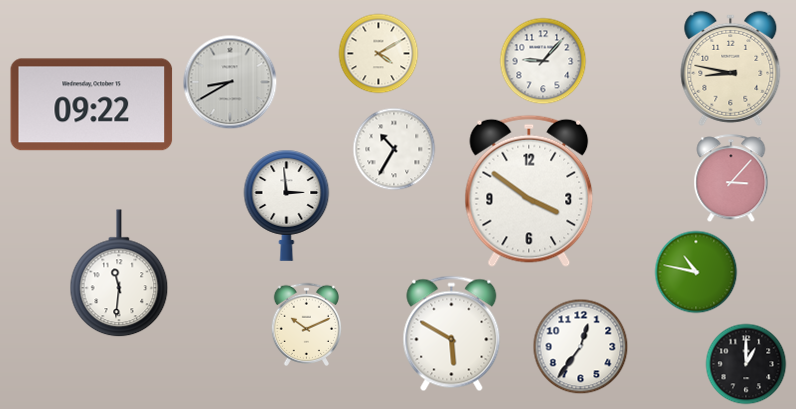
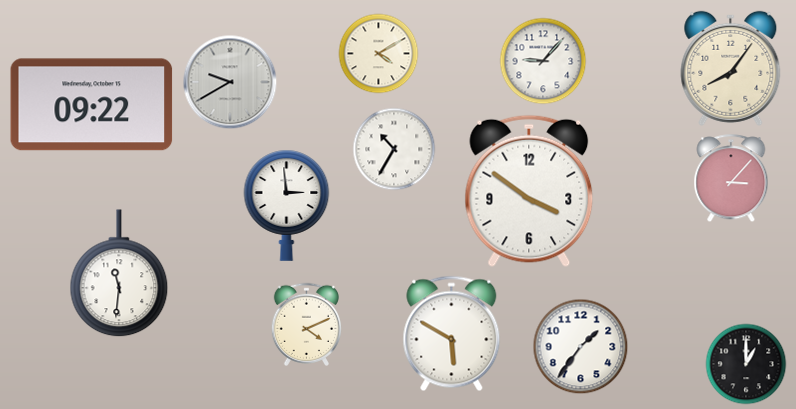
clock at (731, 68): 8:47 -> 8:06
clock at (230, 82): 8:40 -> 9:40
clock at (696, 272): 10:47 -> none
clock at (306, 324): 10:11 -> 4:11
clock at (581, 347): 12:36 -> 1:36
